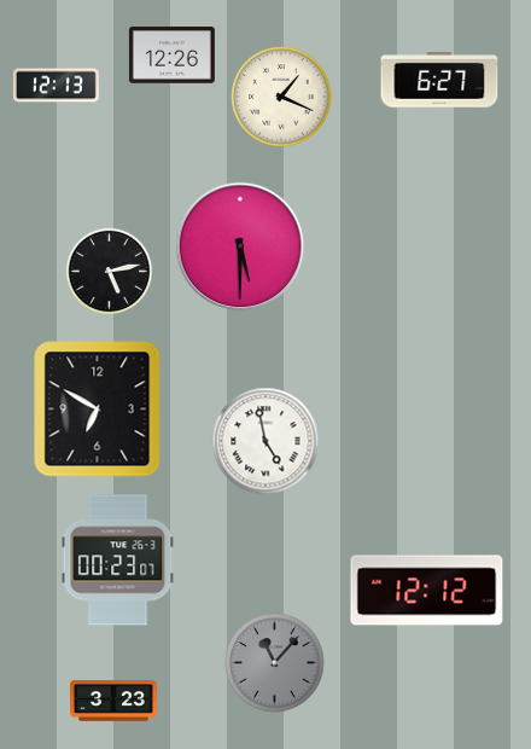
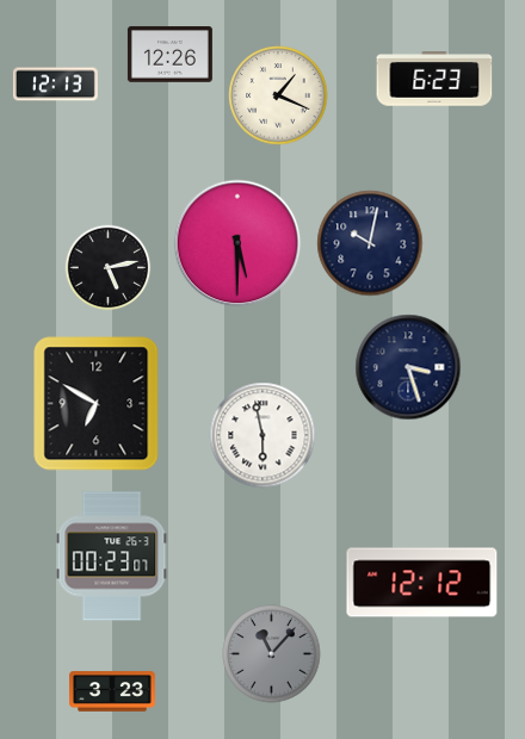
clock at (439, 80): 6:27 -> 6:23
clock at (370, 243): none -> 10:02
clock at (408, 367): none -> 3:27
clock at (265, 441): 4:58 -> 5:58
clock at (118, 561) position: (118, 561) -> (112, 557)
